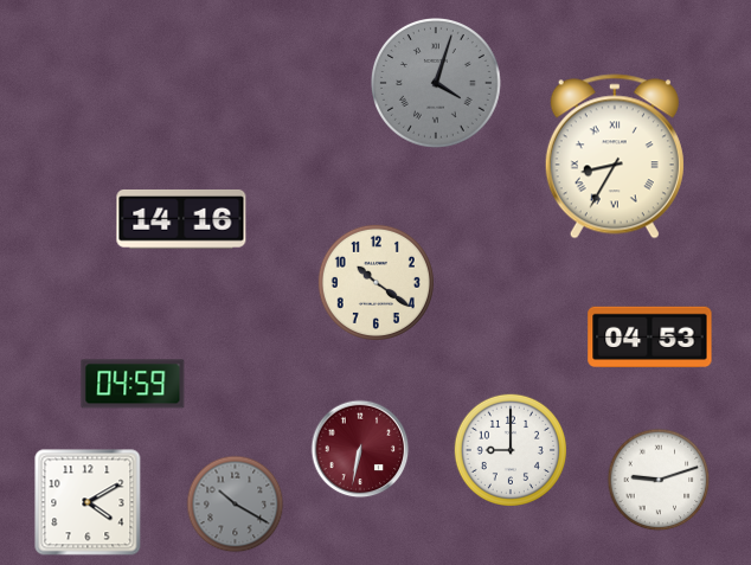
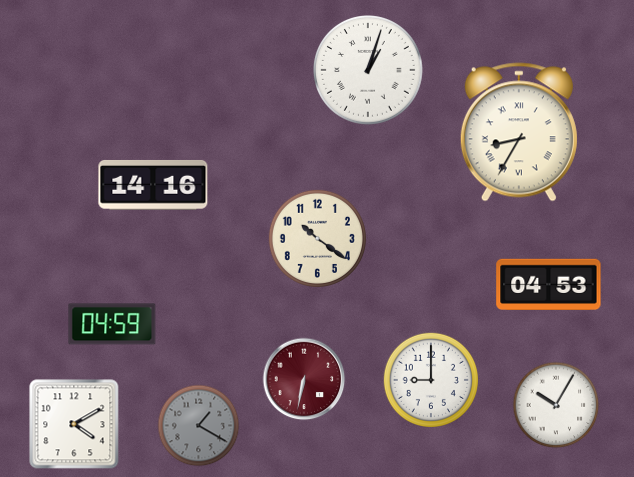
clock at (437, 84): 4:03 -> 1:03
clock at (437, 84) dial: grey -> white
clock at (659, 480): 9:12 -> 10:05
clock at (236, 505): 10:20 -> 1:20
